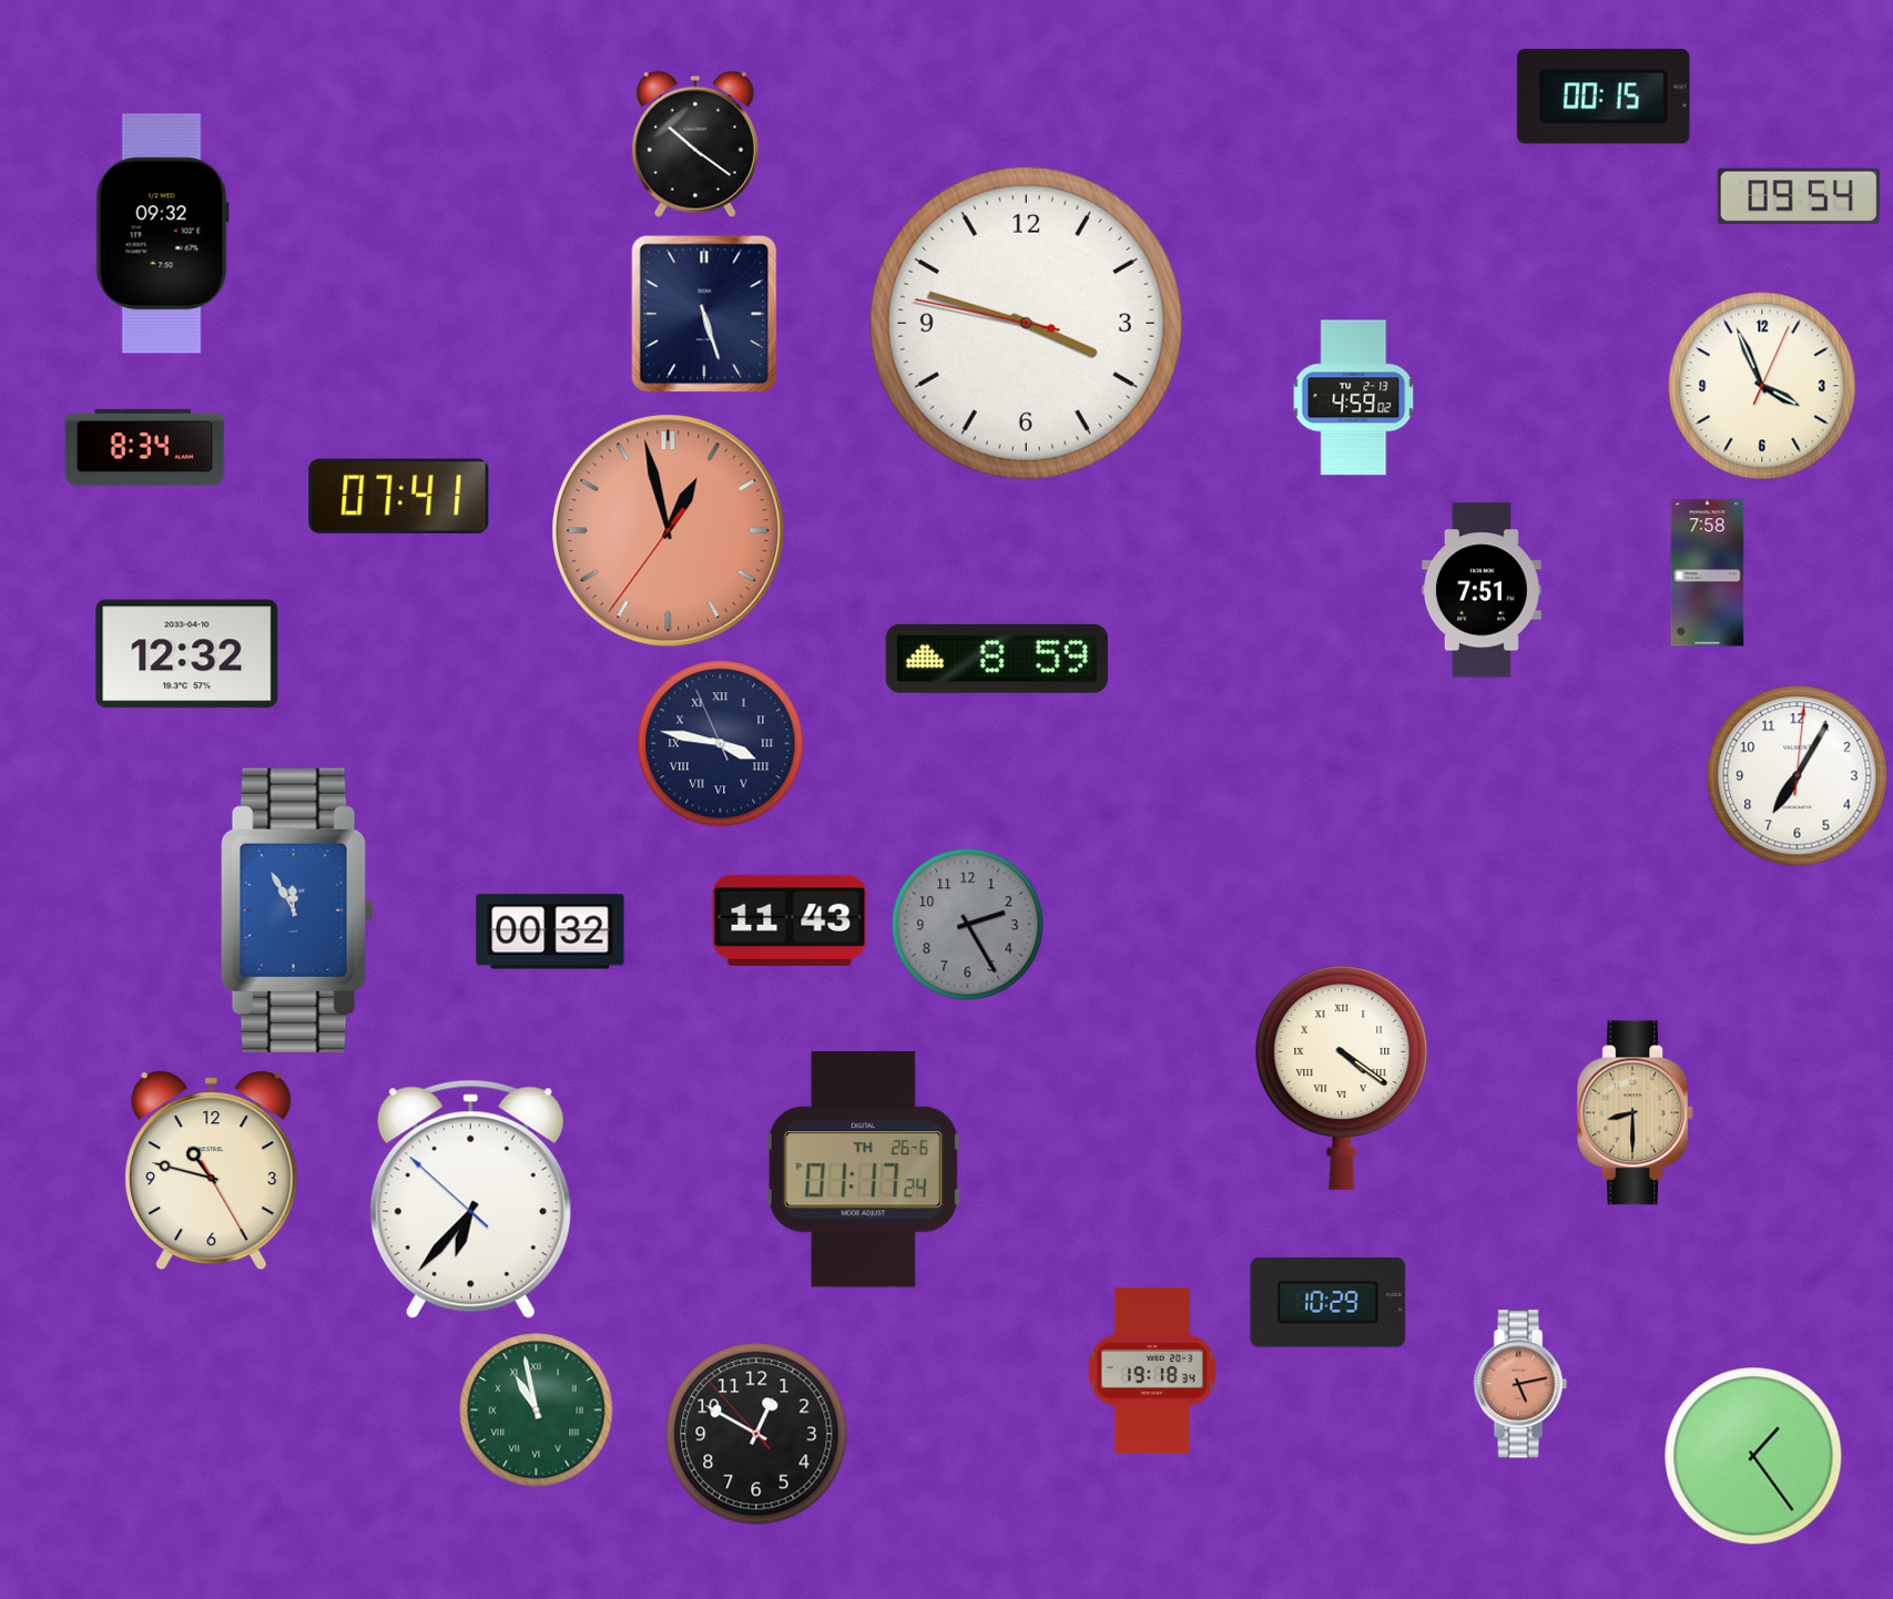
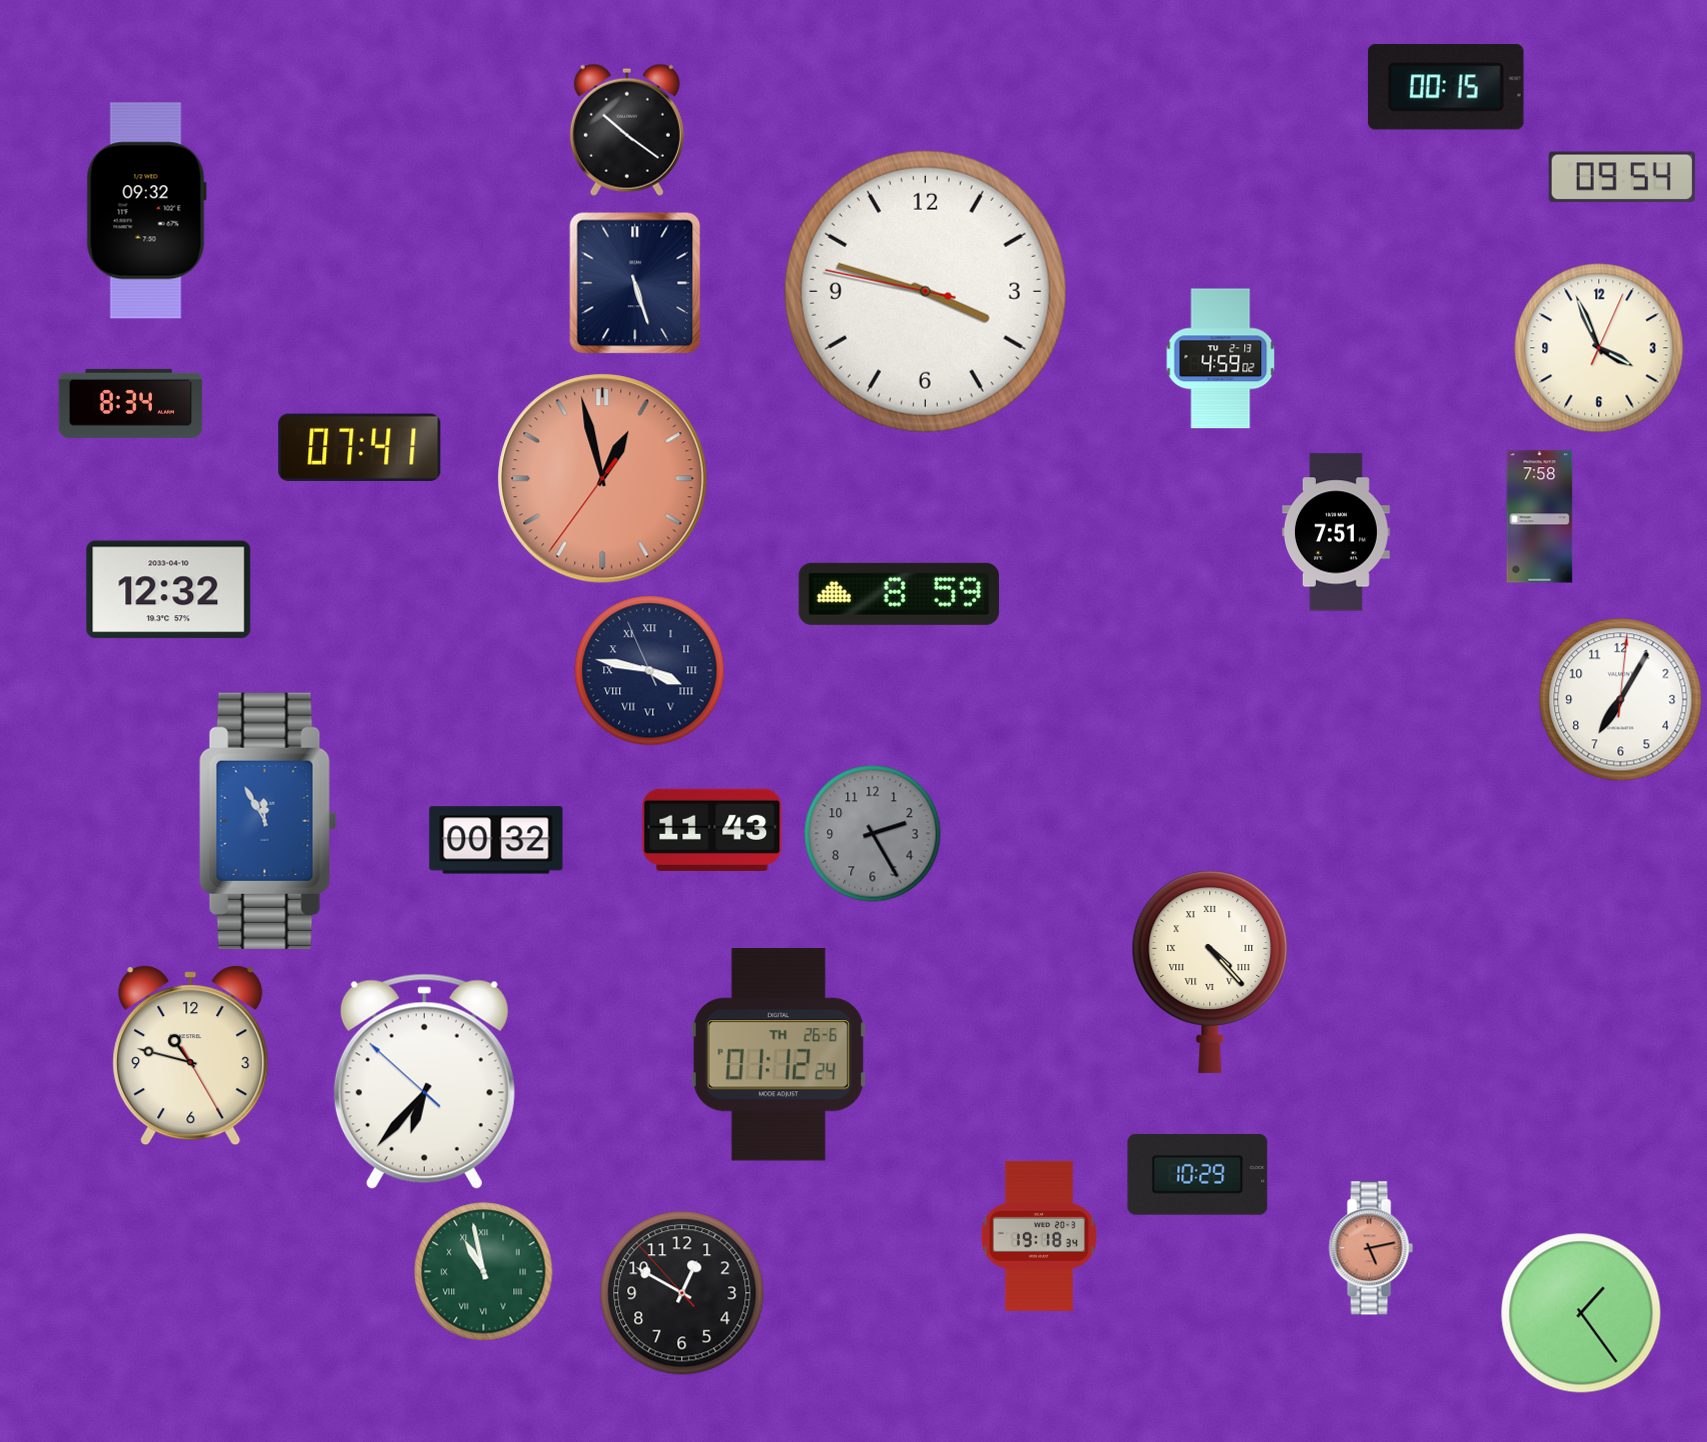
clock at (1762, 386) position: (1762, 386) -> (1599, 348)
clock at (1342, 1078): 4:21 -> 4:23
clock at (1635, 1113): 8:30 -> none
clock at (863, 1170): 01:17 -> 01:12
